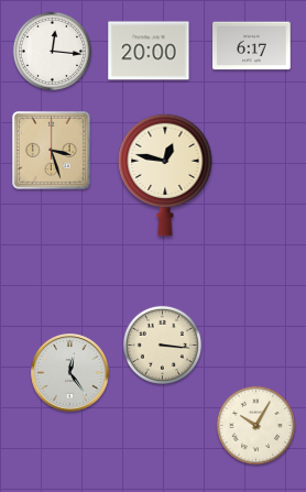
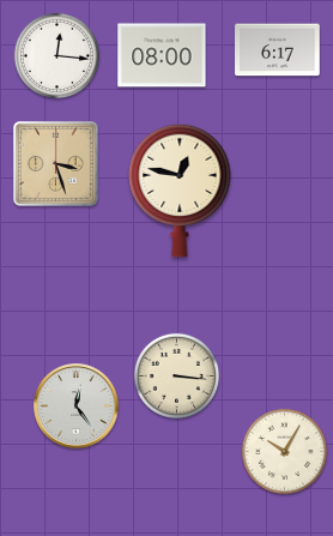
clock at (252, 46) position: (252, 46) -> (278, 50)
clock at (149, 51): 20:00 -> 08:00
clock at (255, 425) position: (255, 425) -> (284, 451)
